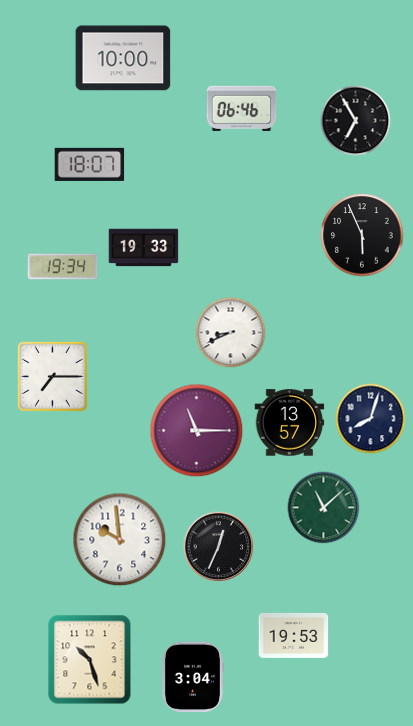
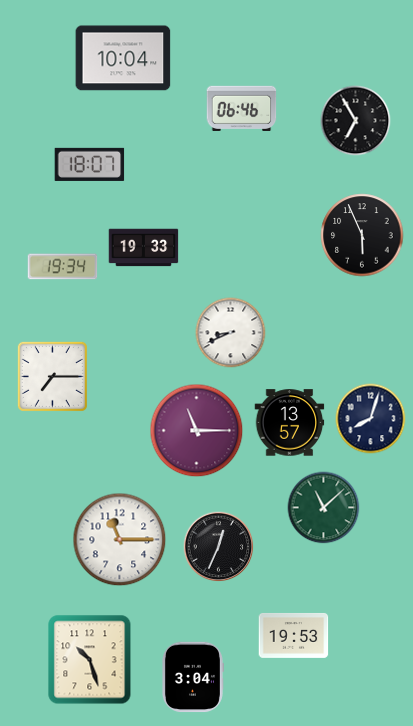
clock at (123, 58): 10:00 -> 10:04
clock at (120, 540): 9:59 -> 11:15
